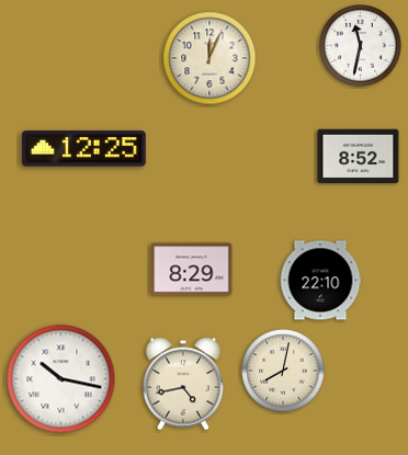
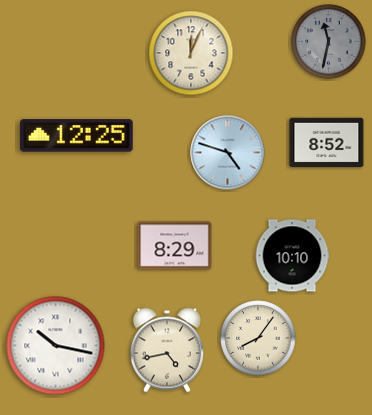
clock at (361, 46) dial: white -> grey
clock at (228, 153): none -> 4:48
clock at (320, 281): 22:10 -> 10:10
clock at (283, 371): 8:02 -> 8:06
